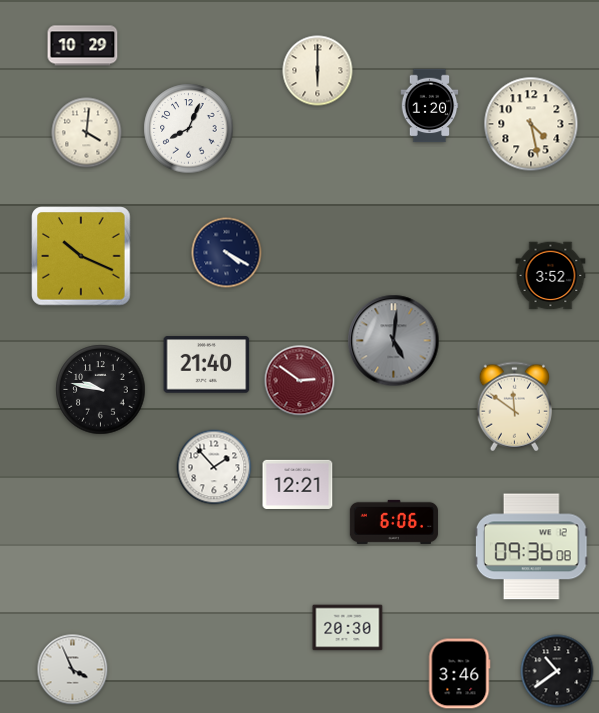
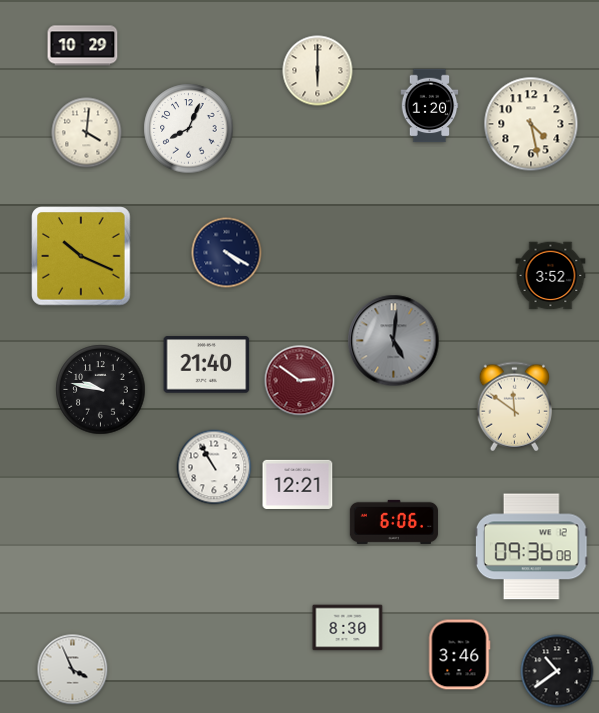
clock at (214, 467): 1:53 -> 10:55
clock at (348, 628): 20:30 -> 8:30
clock at (459, 674) position: (459, 674) -> (459, 655)
